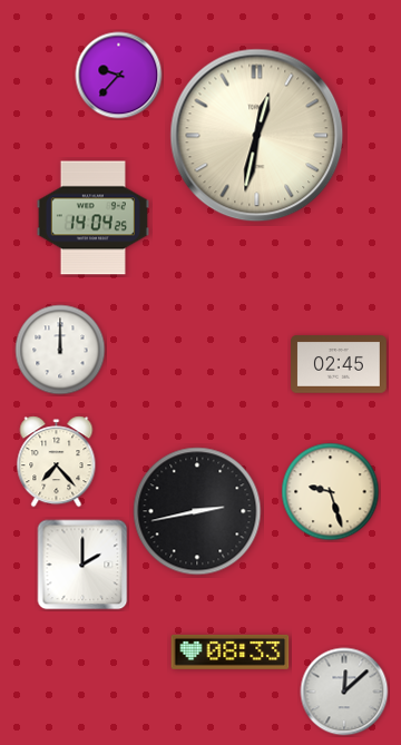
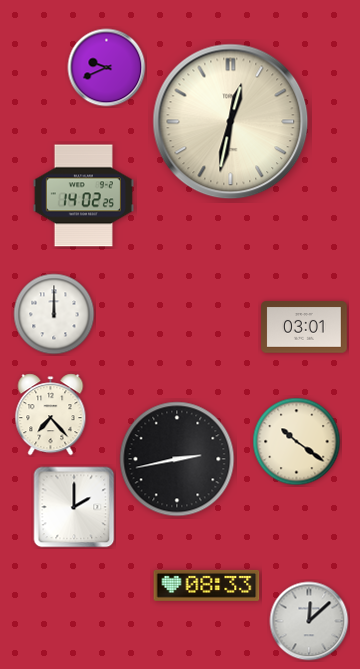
clock at (119, 76): 9:37 -> 9:41
clock at (92, 218): 14:04 -> 14:02
clock at (339, 364): 02:45 -> 03:01
clock at (331, 492): 9:27 -> 10:21
